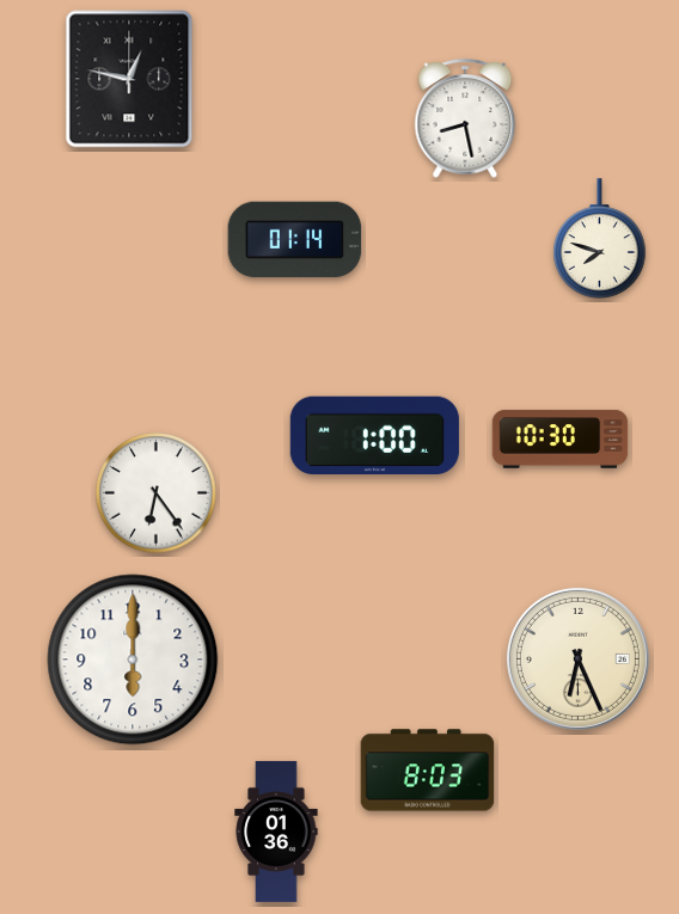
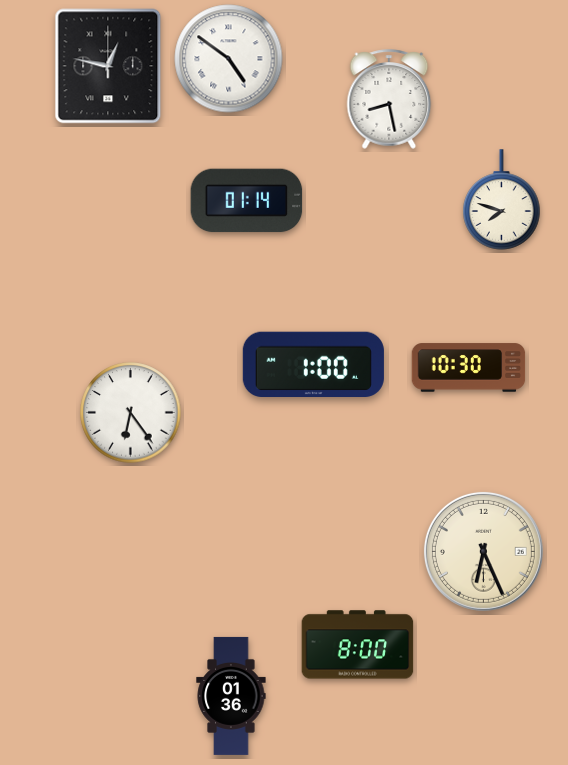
clock at (229, 59): none -> 4:51
clock at (133, 660): 6:00 -> none
clock at (428, 771): 8:03 -> 8:00
